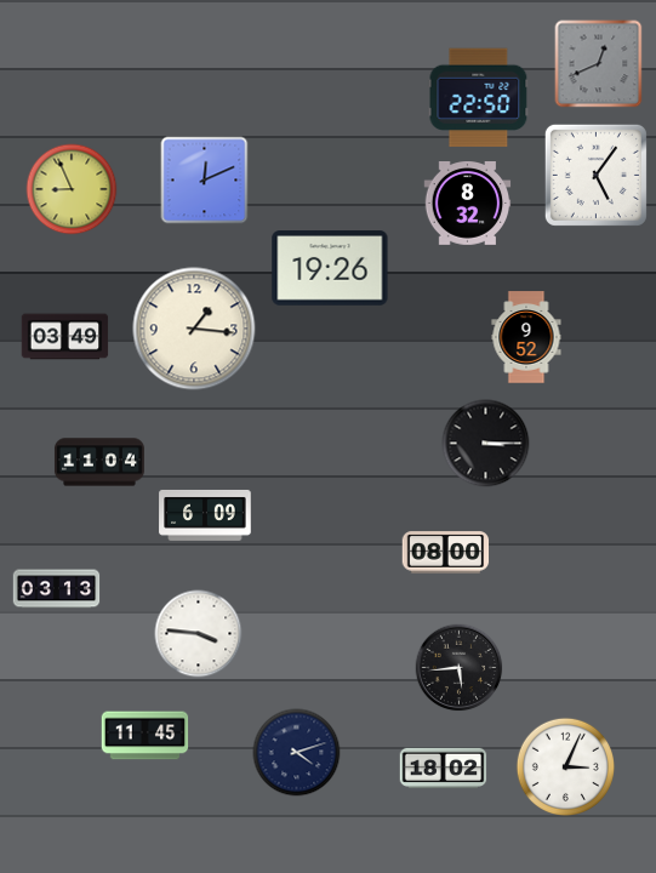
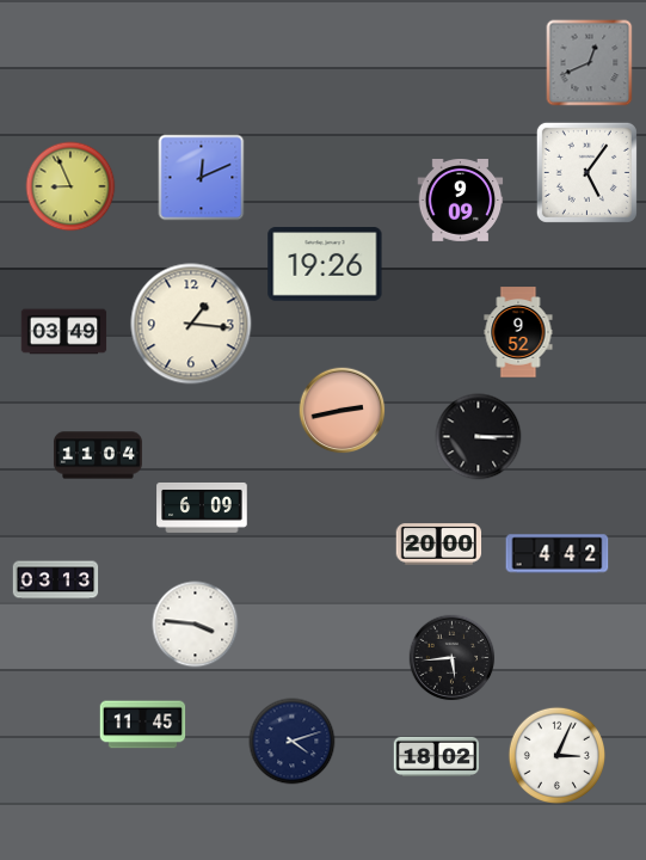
clock at (479, 98): 22:50 -> none
clock at (468, 204): 8:32 -> 9:09
clock at (343, 411): none -> 2:43
clock at (446, 553): 08:00 -> 20:00
clock at (558, 554): none -> 4:42
